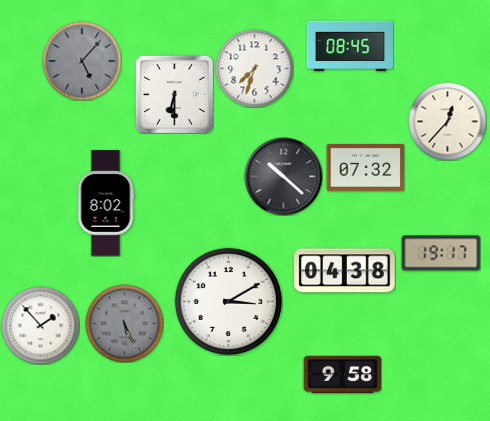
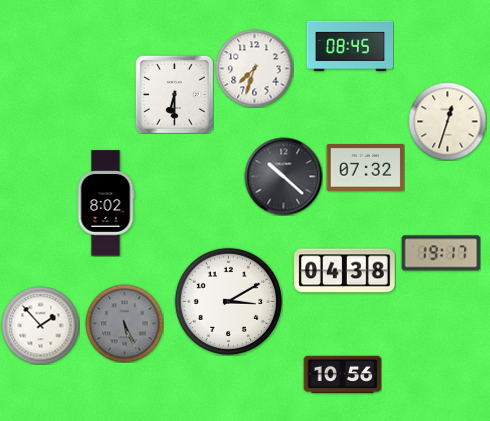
clock at (82, 61): 5:07 -> none
clock at (447, 121): 12:37 -> 12:33
clock at (342, 375): 9:58 -> 10:56
